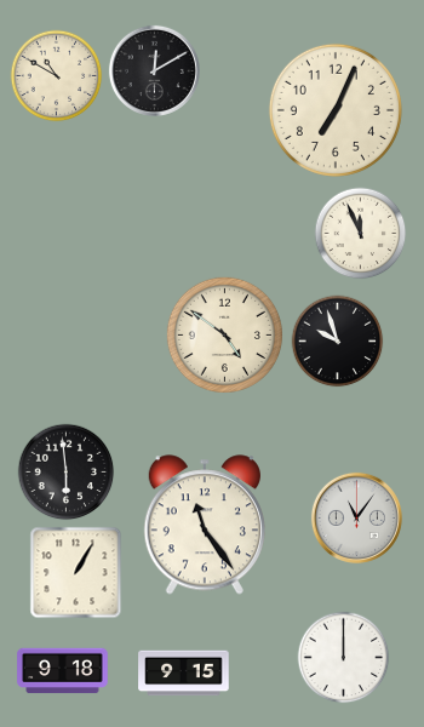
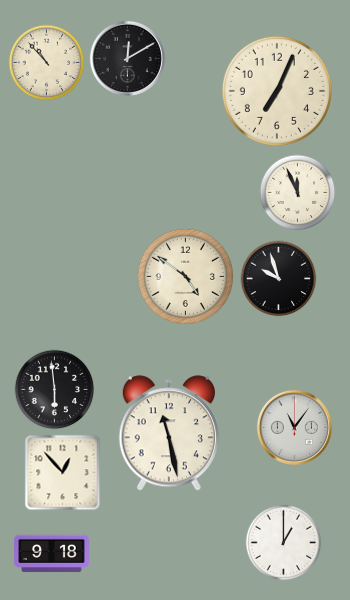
clock at (57, 76): 10:50 -> 10:53
clock at (338, 342) position: (338, 342) -> (279, 279)
clock at (205, 525): 11:24 -> 11:28
clock at (76, 573): 1:05 -> 12:53
clock at (344, 658): 12:00 -> 1:00
clock at (184, 674): 9:15 -> none
